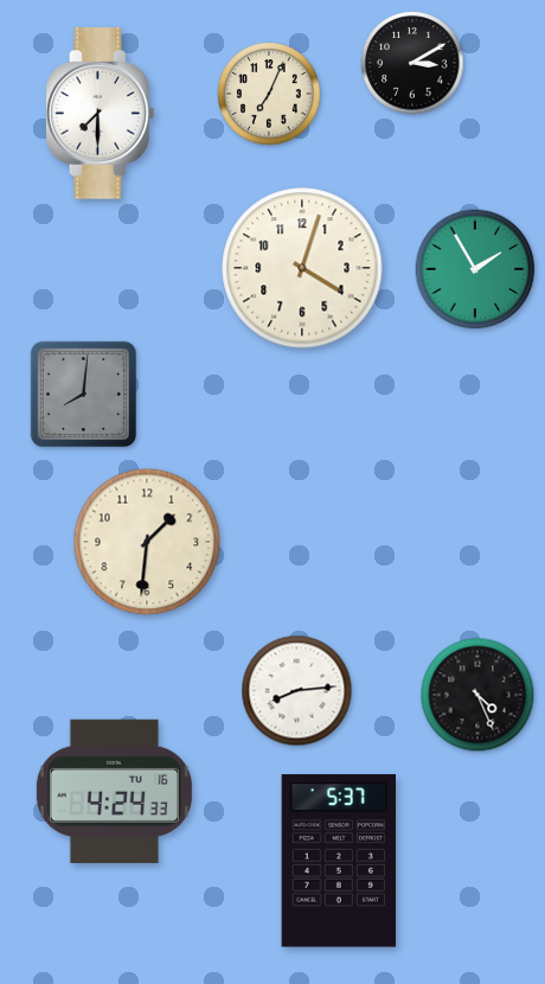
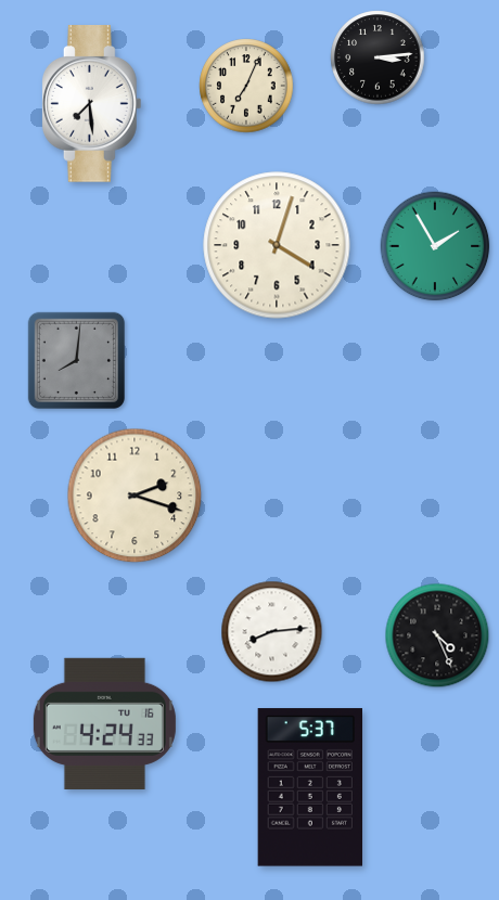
clock at (412, 63): 3:10 -> 3:14
clock at (101, 114): 7:30 -> 7:29
clock at (147, 542): 1:31 -> 2:18
